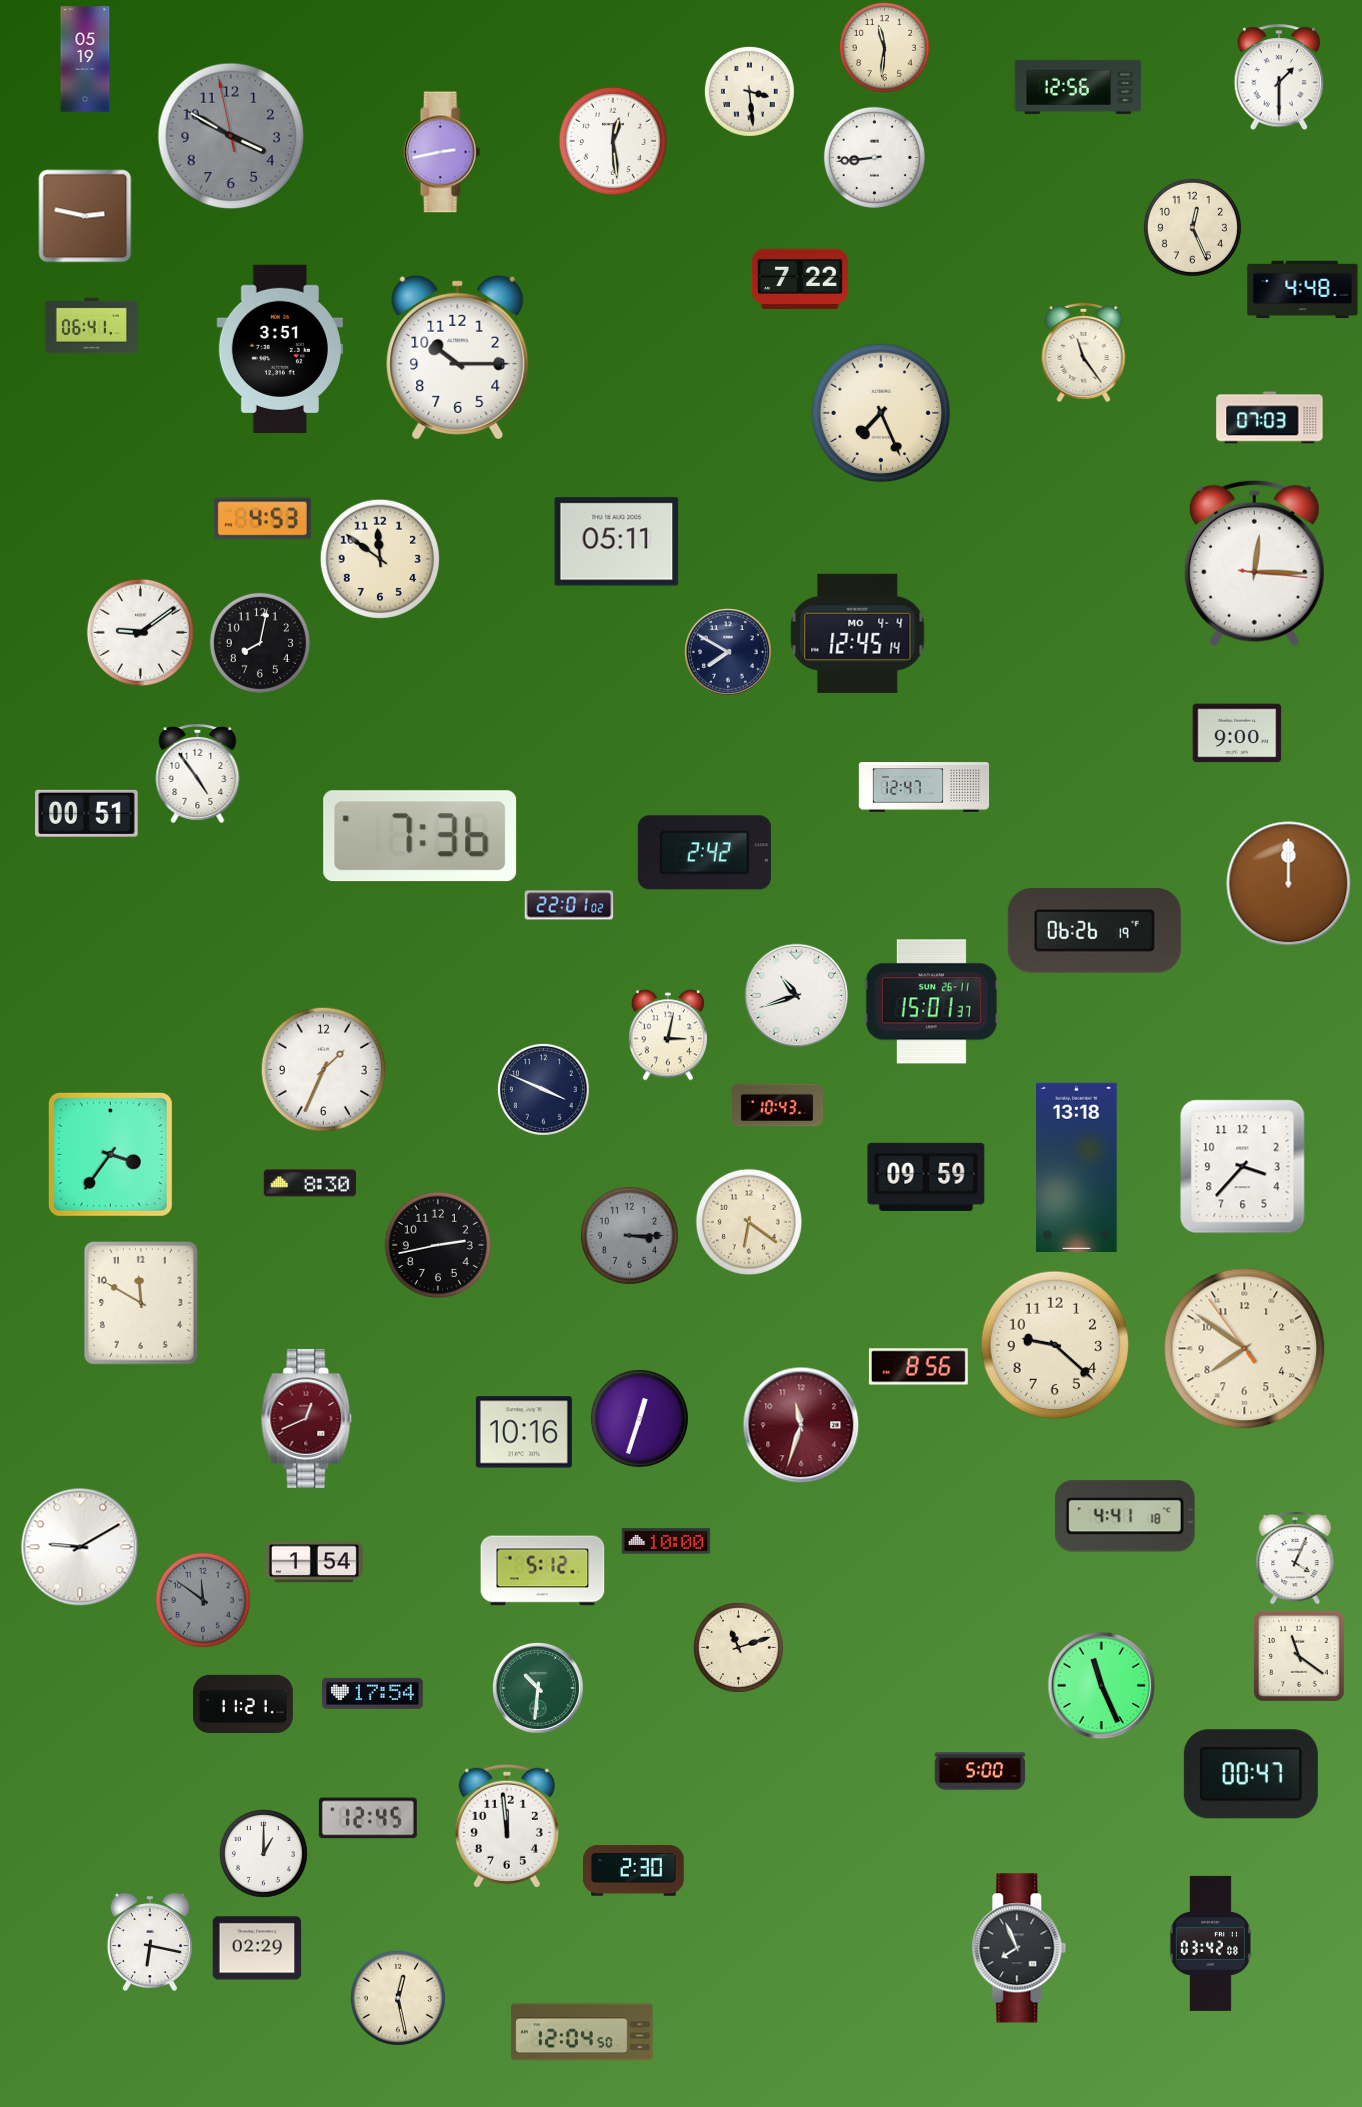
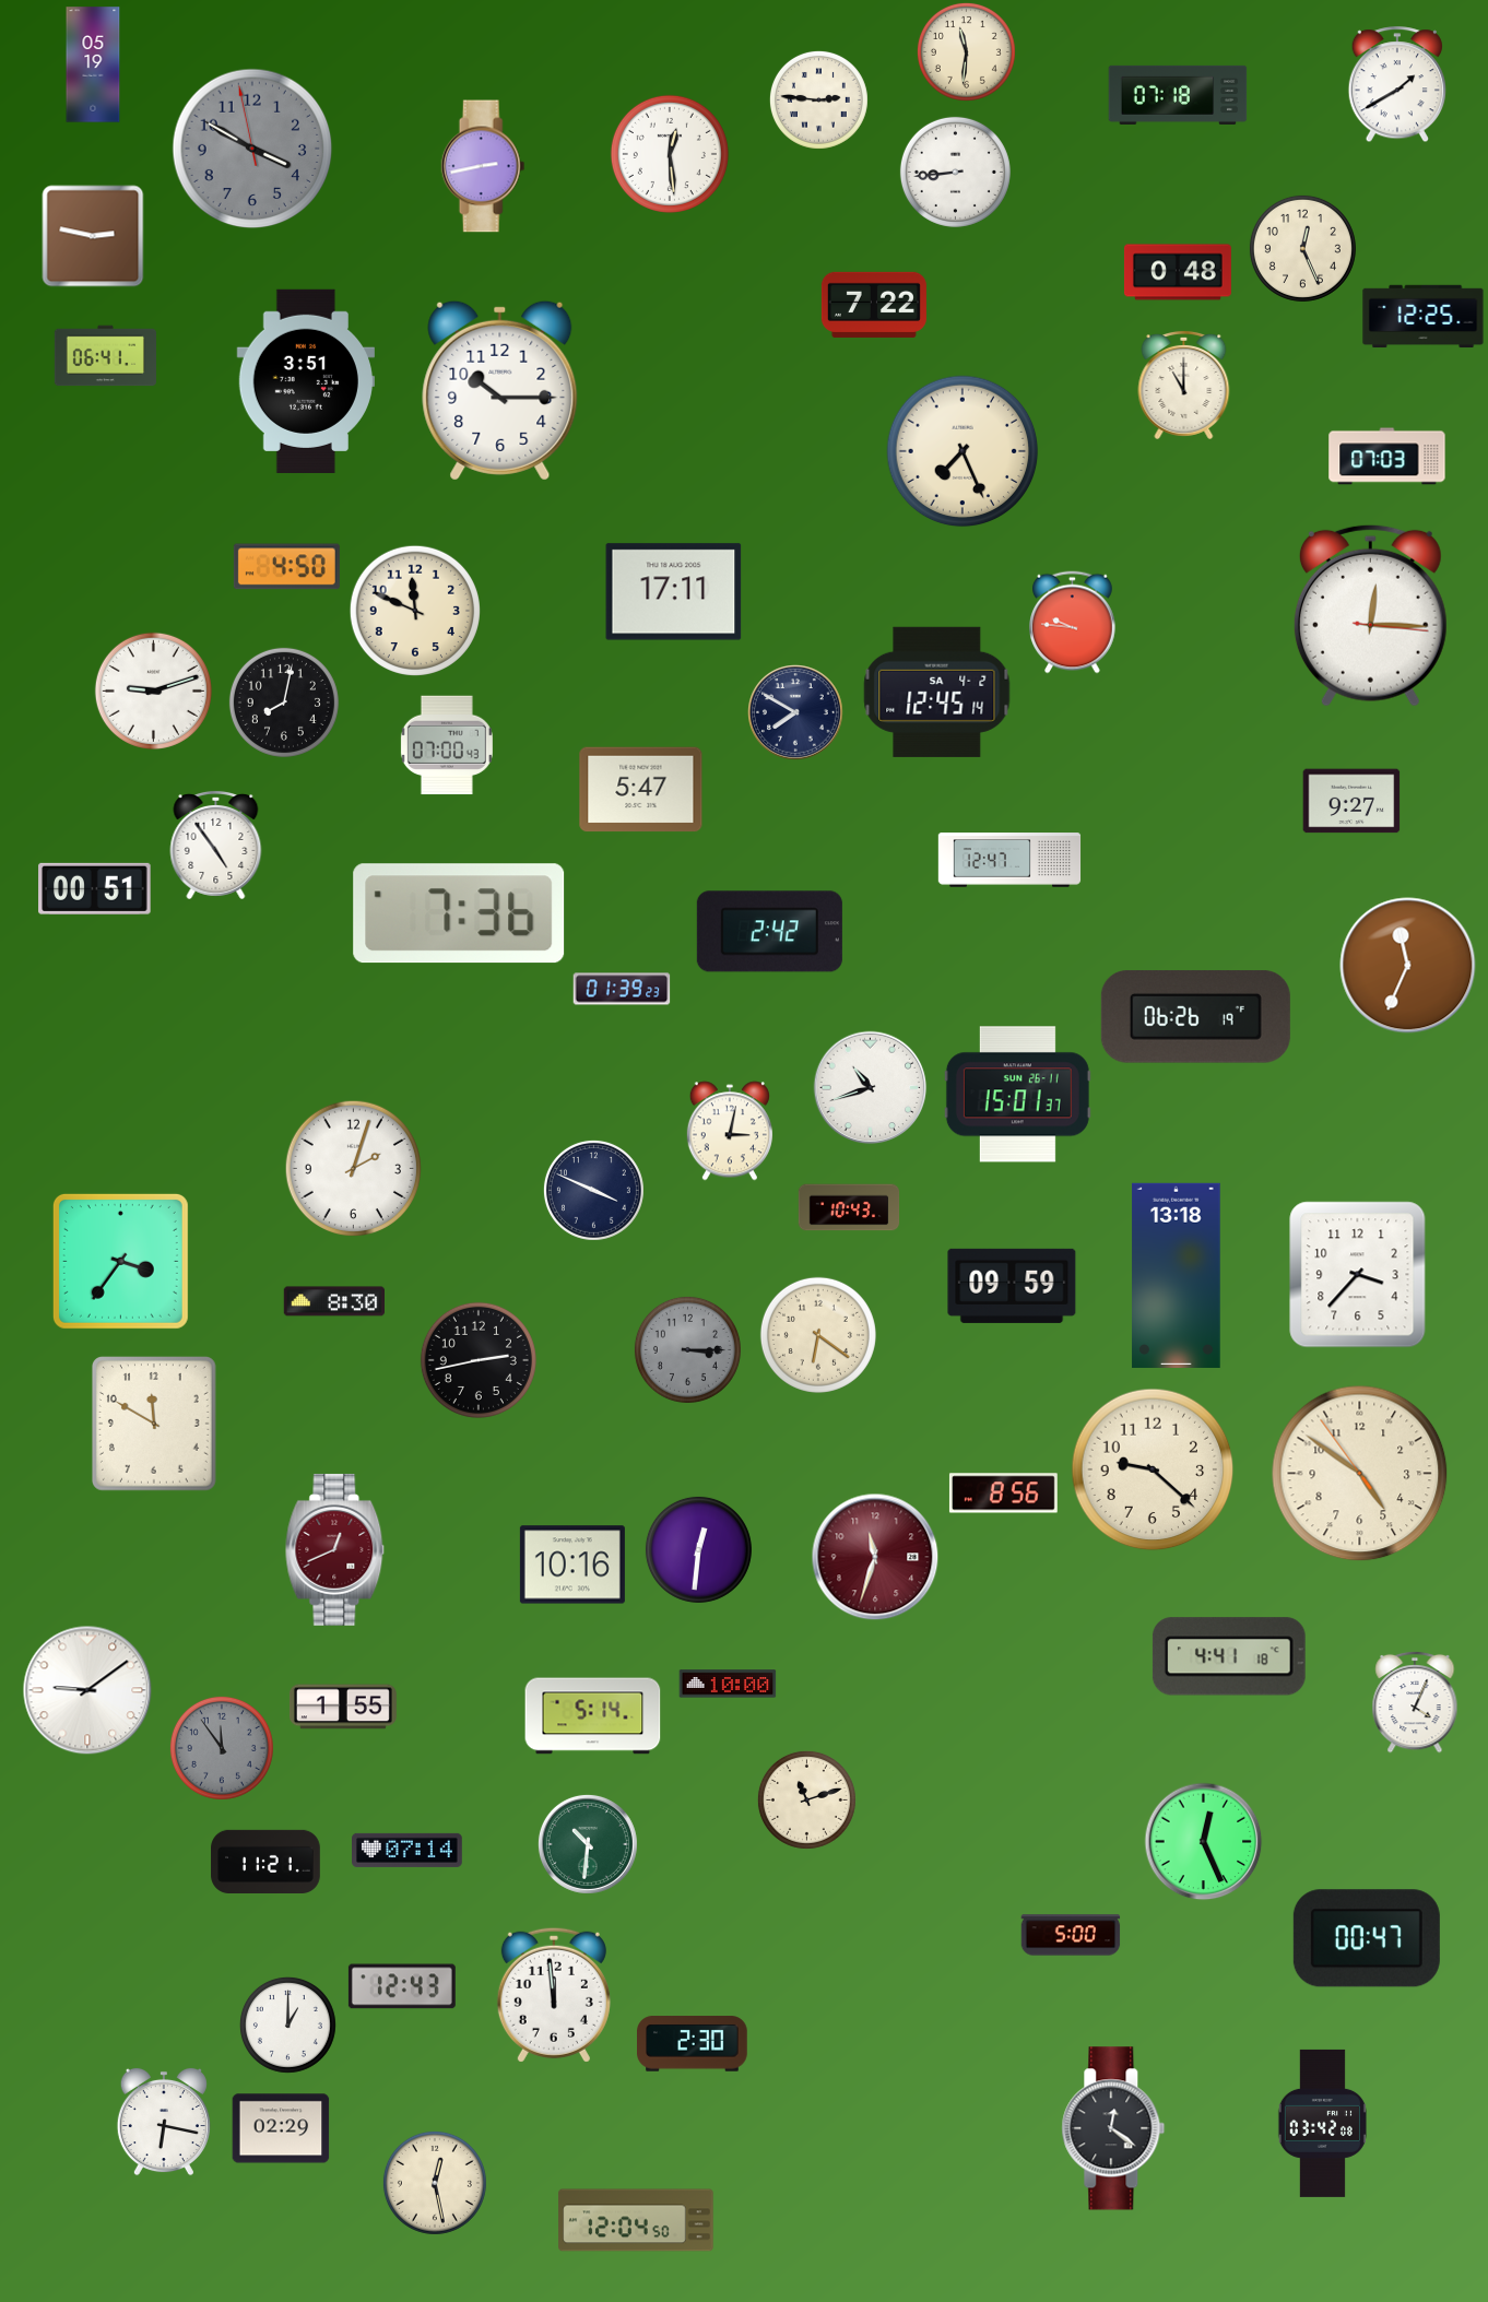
clock at (1278, 78): 1:30 -> 1:40
clock at (1078, 87): 12:56 -> 07:18
clock at (749, 91): 3:29 -> 2:46
clock at (1178, 272): none -> 0:48
clock at (1303, 290): 4:48 -> 12:25
clock at (91, 326) position: (91, 326) -> (105, 356)
clock at (1084, 352): 11:24 -> 11:00
clock at (262, 519): 4:53 -> 4:50
clock at (617, 542): 05:11 -> 17:11
clock at (380, 559): 11:51 -> 11:49
clock at (1073, 623): none -> 9:46
clock at (140, 632): 9:09 -> 9:12
clock at (858, 633) date: MO 4-4 -> SA 4-2
clock at (447, 745): none -> 07:00
clock at (641, 790): none -> 5:47
clock at (1237, 733): 9:00 -> 9:27
clock at (1289, 884): 12:00 -> 11:34
clock at (569, 905): 22:01 -> 01:39
clock at (323, 1069): 1:34 -> 2:03
clock at (309, 1183) position: (309, 1183) -> (333, 1301)
clock at (1245, 1349): 7:50 -> 4:50
clock at (639, 1418): 12:33 -> 12:31
clock at (80, 1547): 9:10 -> 9:09
clock at (314, 1562): 1:54 -> 1:55
clock at (543, 1571): 5:12 -> 5:14
clock at (203, 1600): 11:51 -> 11:54
clock at (1299, 1656): 11:21 -> none
clock at (1102, 1686): 11:26 -> 12:26
clock at (373, 1693): 17:54 -> 07:14
clock at (368, 1818): 12:45 -> 12:43
clock at (1019, 1948): 7:56 -> 12:21
